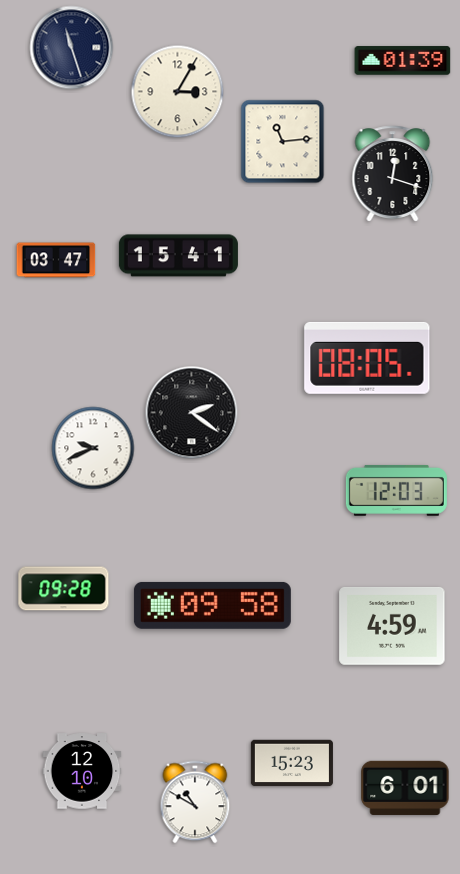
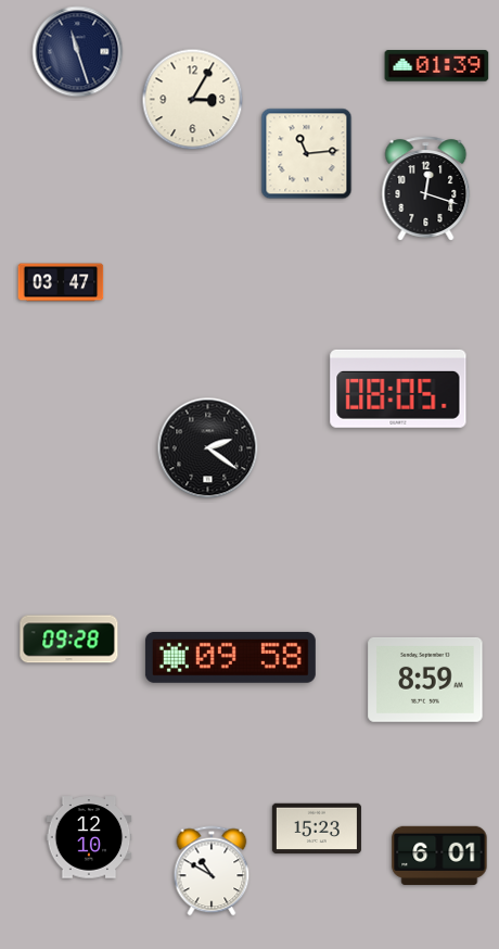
clock at (178, 256): 15:41 -> none
clock at (93, 448): 9:41 -> none
clock at (396, 490): 12:03 -> none
clock at (392, 626): 4:59 -> 8:59
